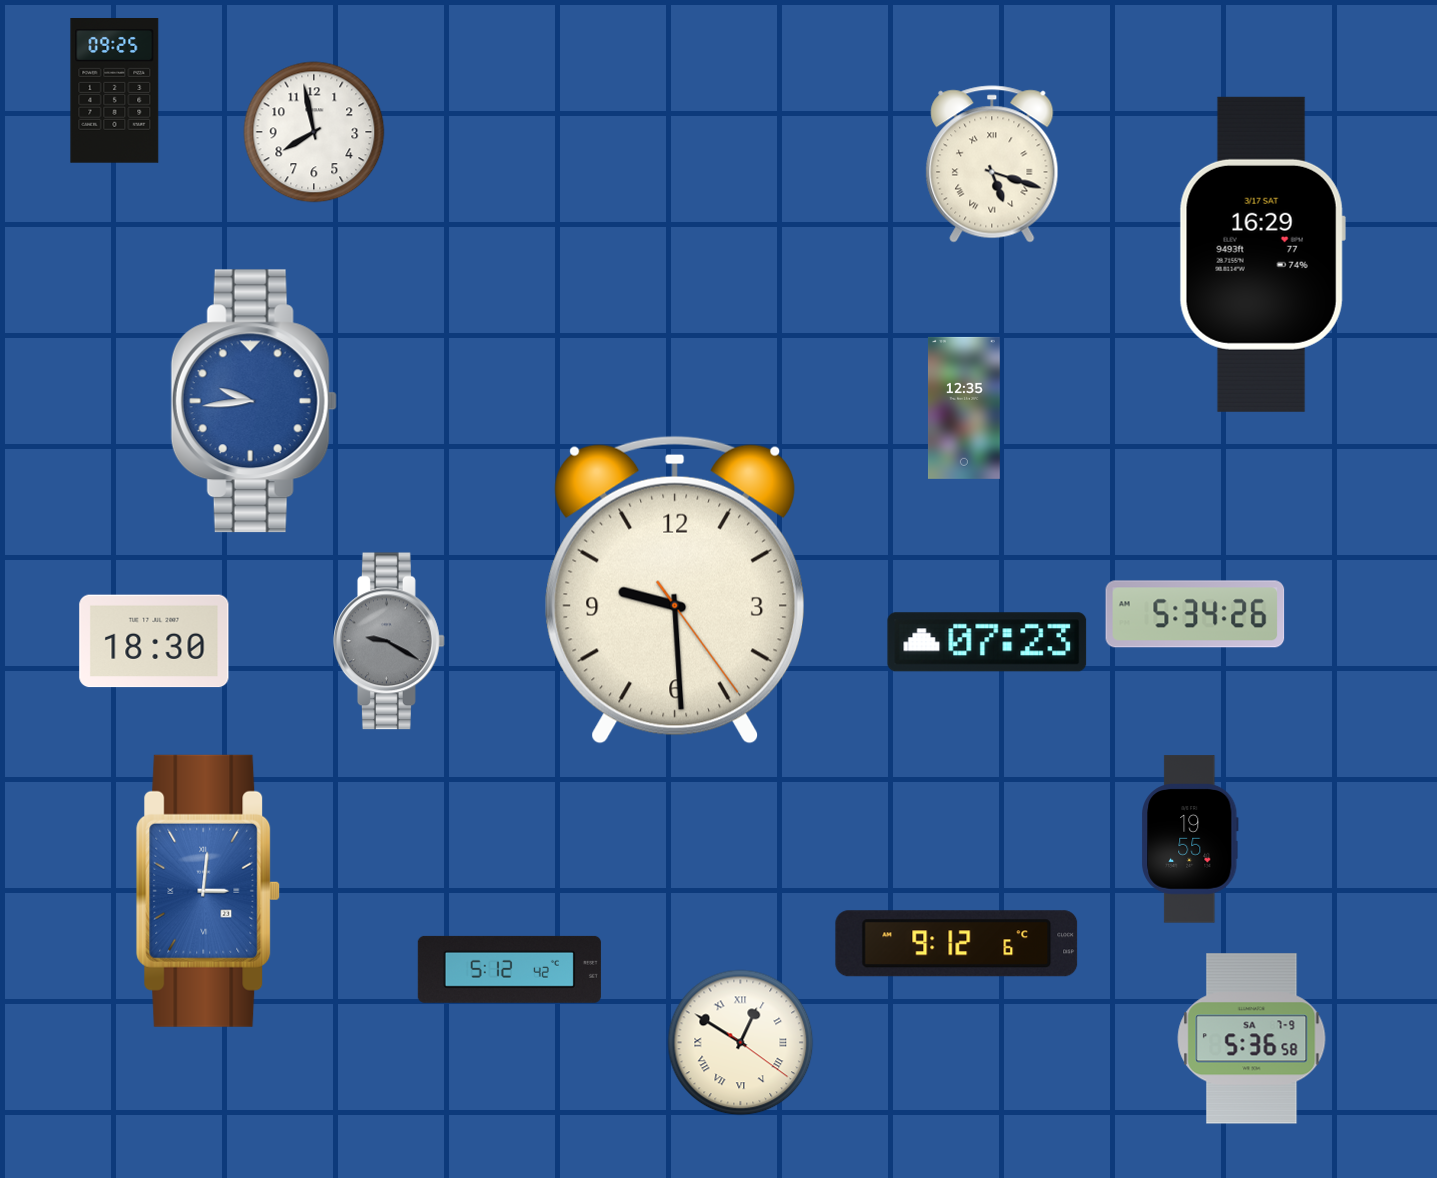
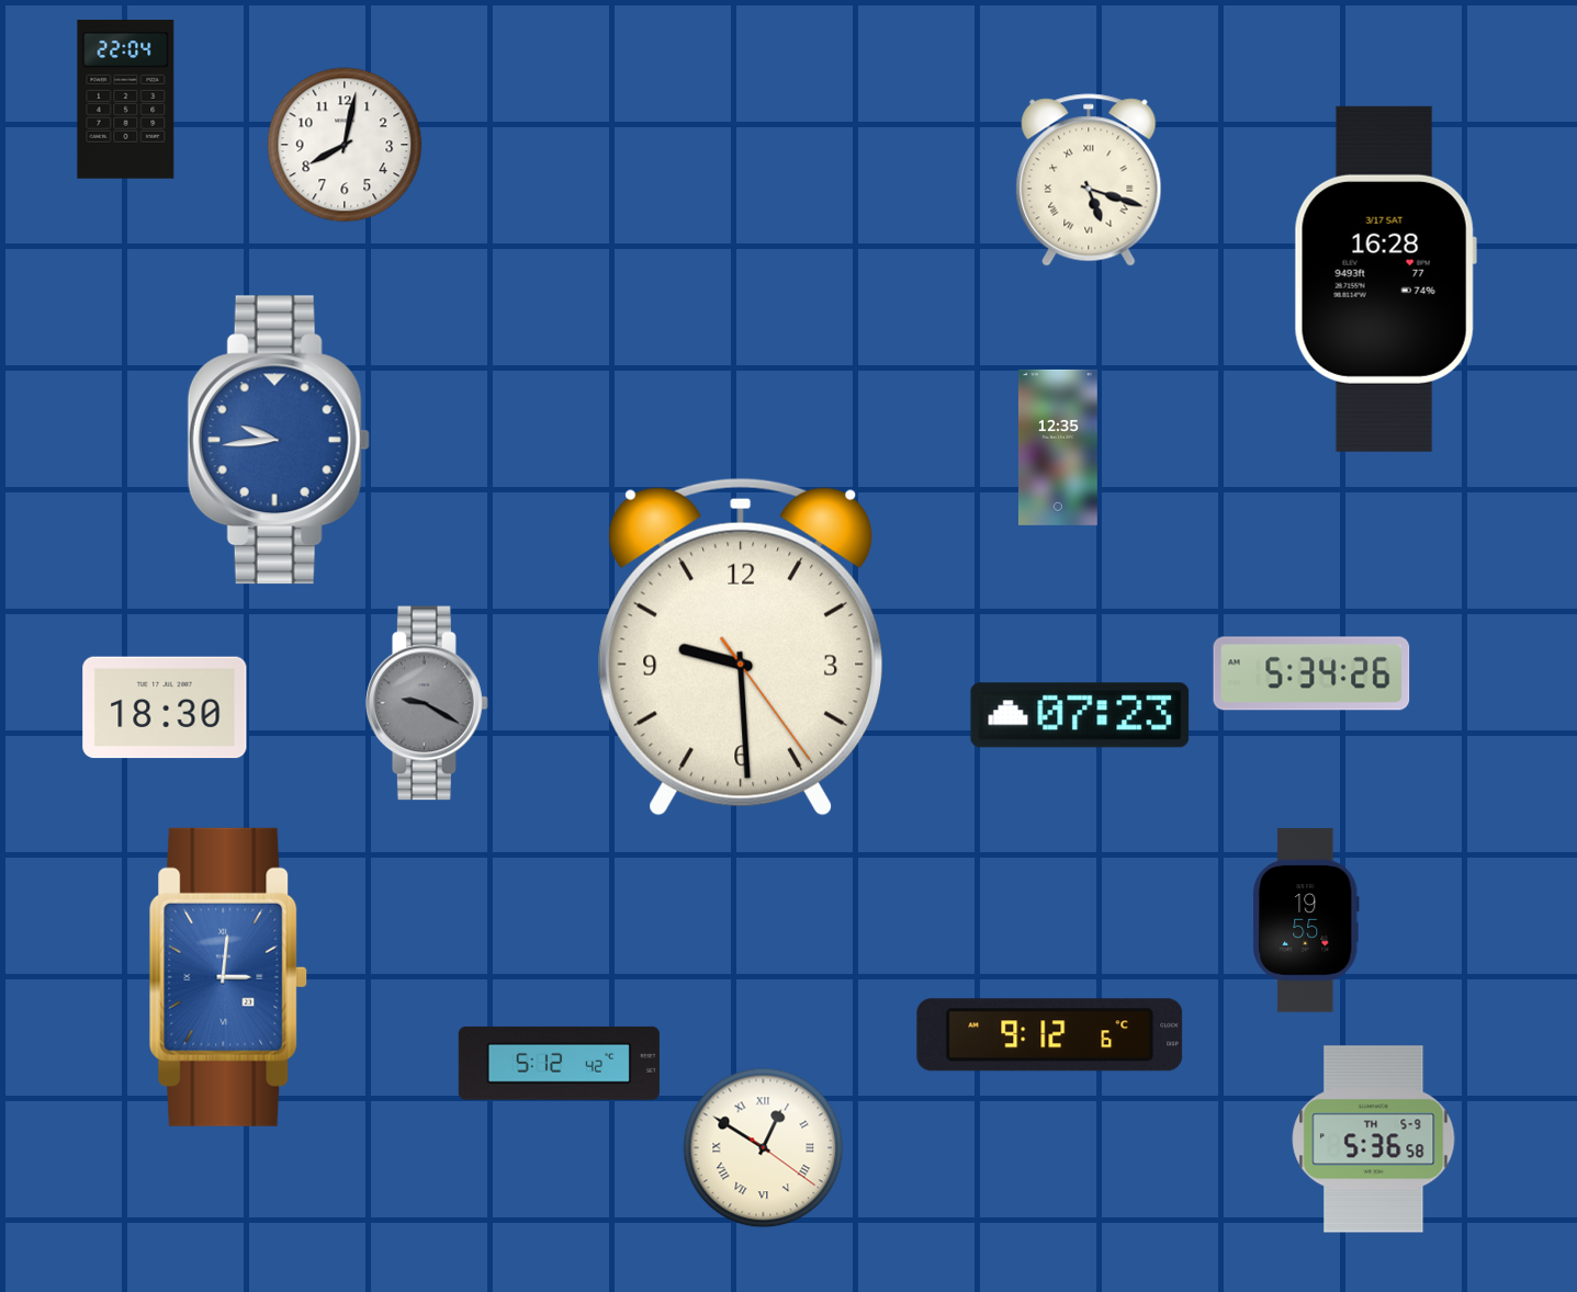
clock at (115, 91): 09:25 -> 22:04
clock at (314, 132): 7:58 -> 8:02
clock at (1262, 254): 16:29 -> 16:28
clock at (154, 641) position: (154, 641) -> (165, 707)
clock at (987, 642) position: (987, 642) -> (1080, 715)
clock at (1252, 1039) date: SA 7-9 -> TH 5-9
clock at (741, 1043) position: (741, 1043) -> (764, 1148)
